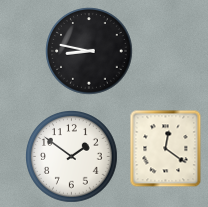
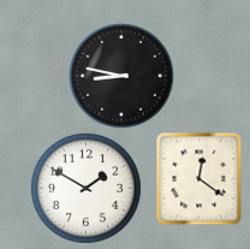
clock at (89, 51) position: (89, 51) -> (121, 76)
clock at (72, 157): 1:51 -> 1:50
